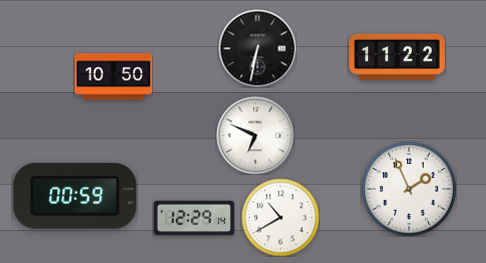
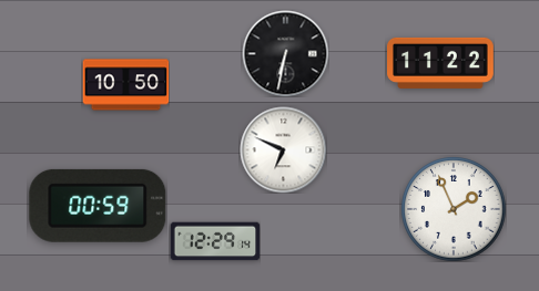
clock at (75, 196) position: (75, 196) -> (98, 206)
clock at (280, 217): 10:40 -> none
